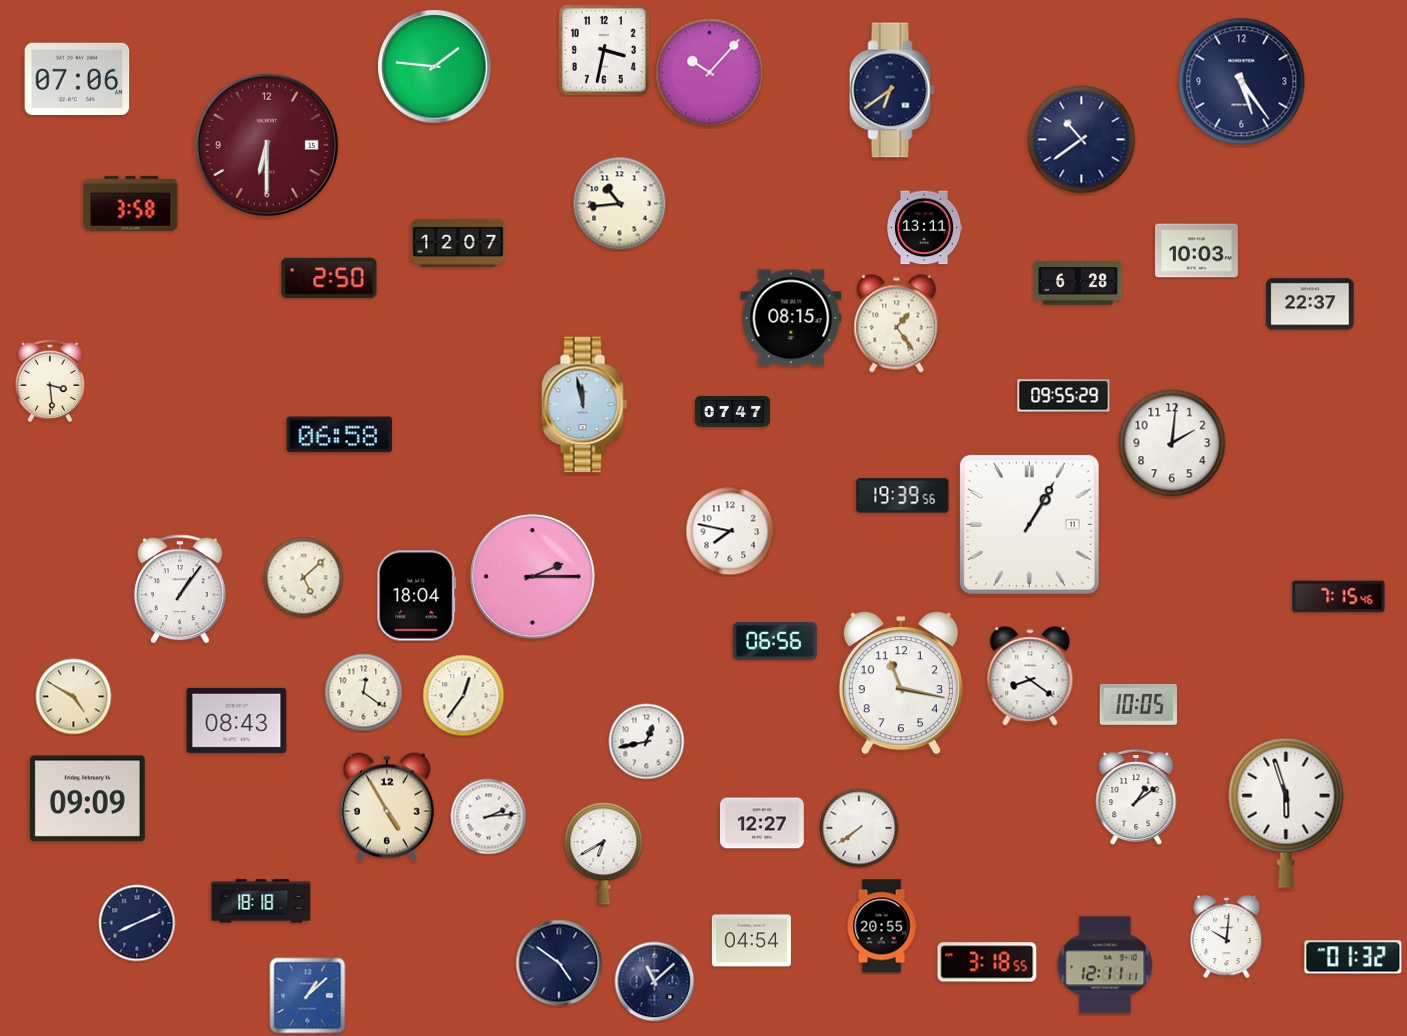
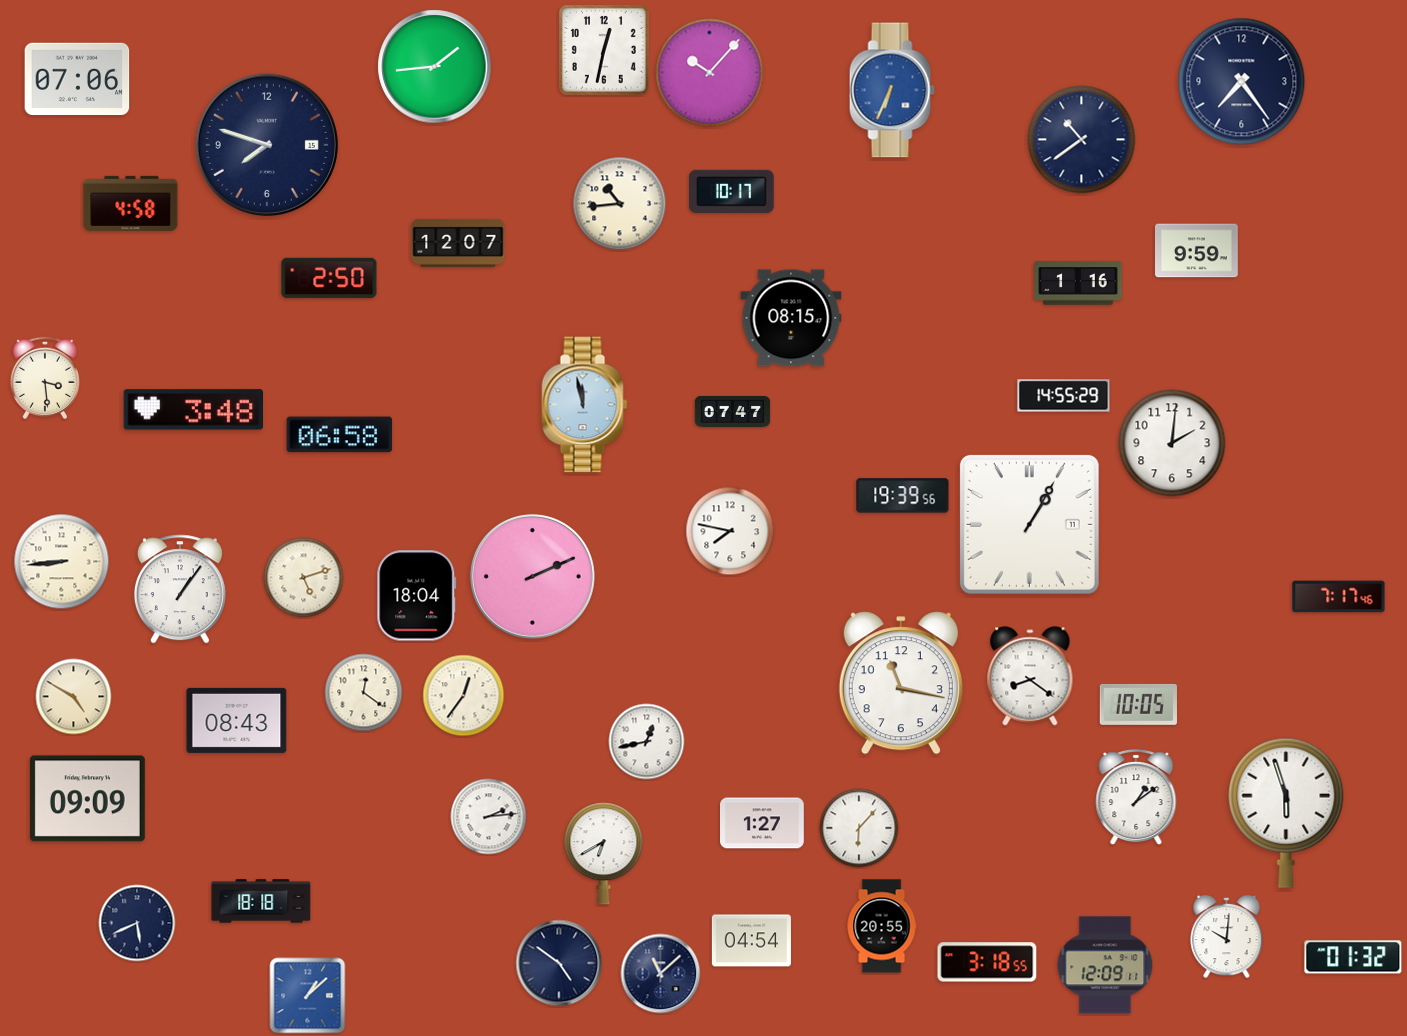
clock at (604, 50): 3:32 -> 12:32
clock at (435, 67): 1:46 -> 1:44
clock at (1242, 82): 5:24 -> 7:24
clock at (892, 90): 6:39 -> 6:34
clock at (892, 90) dial: navy -> blue
clock at (267, 145): 6:30 -> 7:48
clock at (267, 145) dial: burgundy -> navy
clock at (732, 191): none -> 10:17
clock at (131, 203): 3:58 -> 4:58
clock at (924, 228): 13:11 -> none
clock at (1197, 251): 10:03 -> 9:59
clock at (1078, 283): 6:28 -> 1:16
clock at (1310, 304): 22:37 -> none
clock at (897, 324): 1:24 -> none
clock at (49, 380) position: (49, 380) -> (44, 377)
clock at (1064, 396): 09:55 -> 14:55
clock at (193, 410): none -> 3:48
clock at (62, 562): none -> 8:44
clock at (532, 576): 2:15 -> 2:11
clock at (304, 578): 5:08 -> 5:12
clock at (1339, 597): 7:15 -> 7:17
clock at (775, 642): 06:56 -> none
clock at (387, 807): 4:55 -> none
clock at (762, 823): 12:27 -> 1:27
clock at (859, 828): 7:39 -> 6:07
clock at (137, 923): 8:11 -> 5:41
clock at (1105, 965): 12:11 -> 12:09
clock at (655, 982) position: (655, 982) -> (661, 974)
